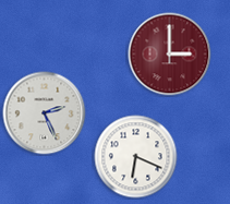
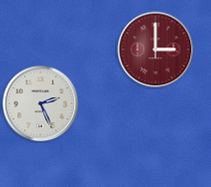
clock at (136, 157): 6:19 -> none
